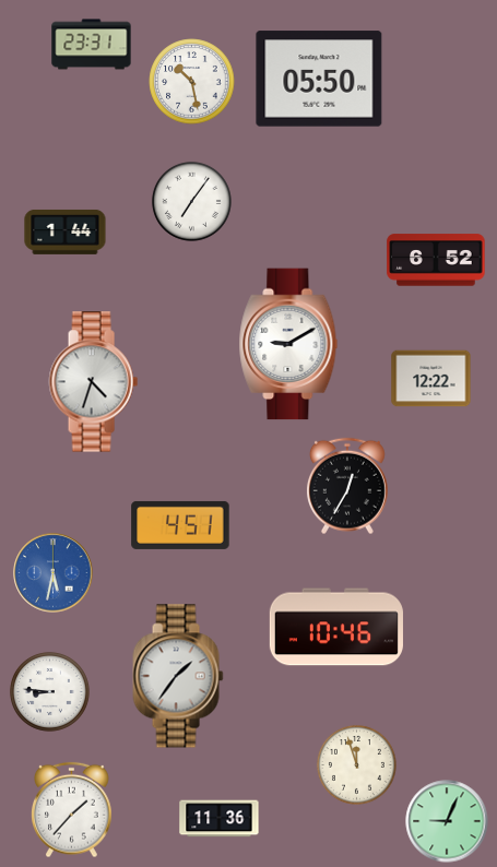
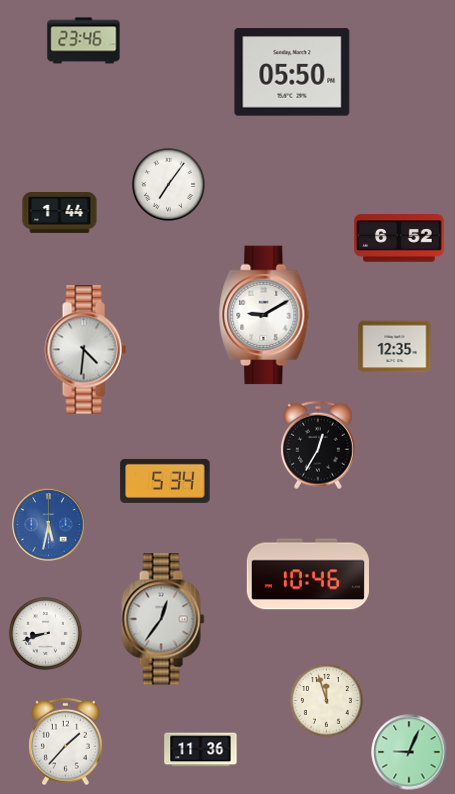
clock at (92, 45): 23:31 -> 23:46
clock at (192, 82): 10:28 -> none
clock at (191, 201) position: (191, 201) -> (168, 184)
clock at (431, 379): 12:22 -> 12:35
clock at (93, 382): 4:33 -> 4:31
clock at (180, 525): 4:51 -> 5:34
clock at (178, 676): 1:36 -> 12:36
clock at (49, 691): 8:46 -> 8:42
